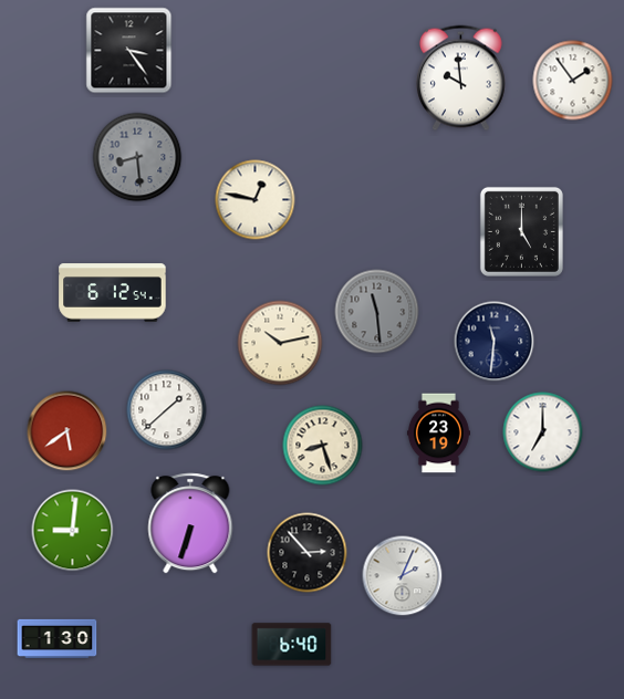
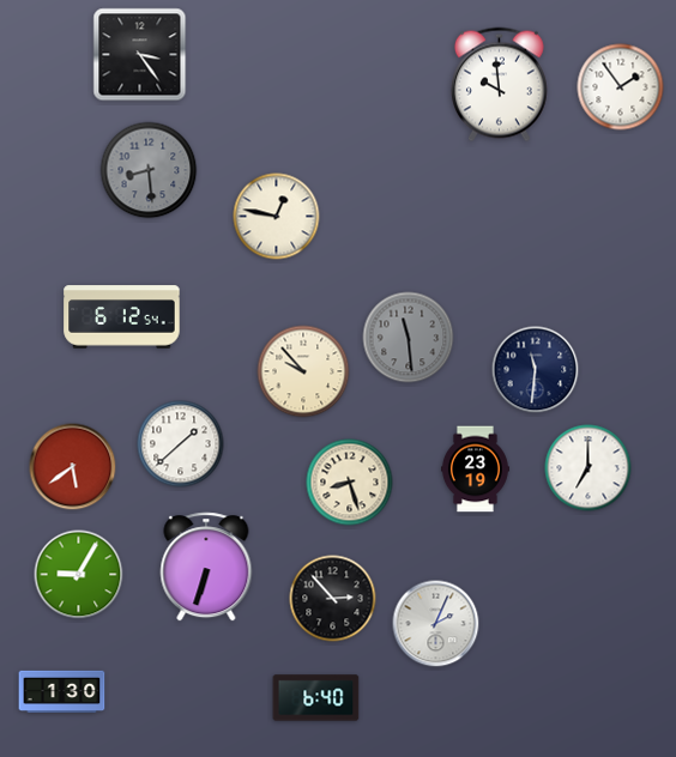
clock at (521, 231): 5:00 -> none
clock at (280, 343): 10:13 -> 9:53
clock at (73, 531): 9:01 -> 9:05
